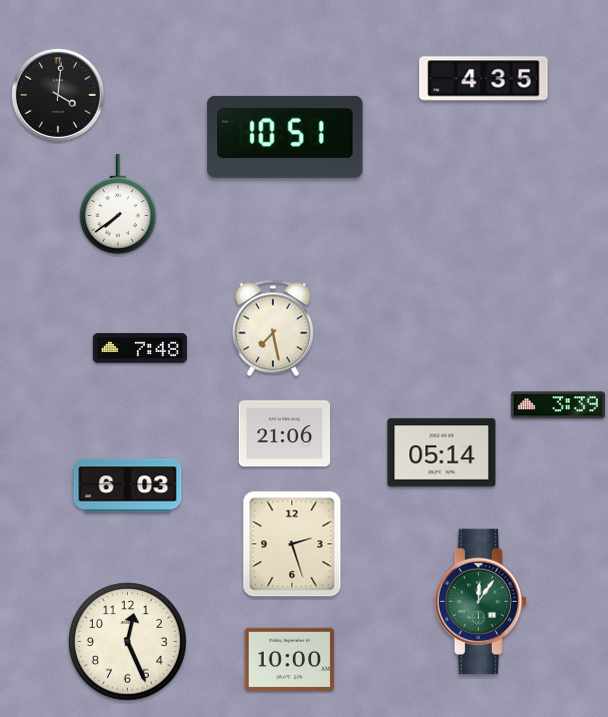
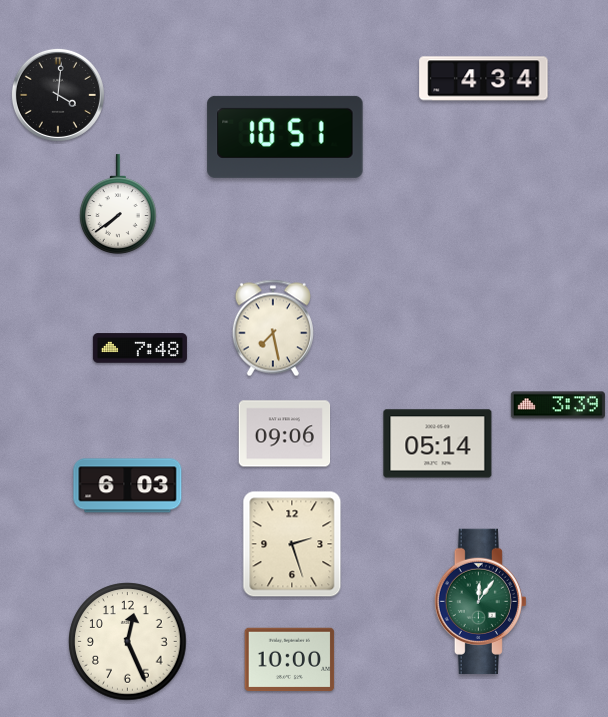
clock at (484, 79): 4:35 -> 4:34
clock at (285, 434): 21:06 -> 09:06
clock at (442, 453) position: (442, 453) -> (438, 444)
